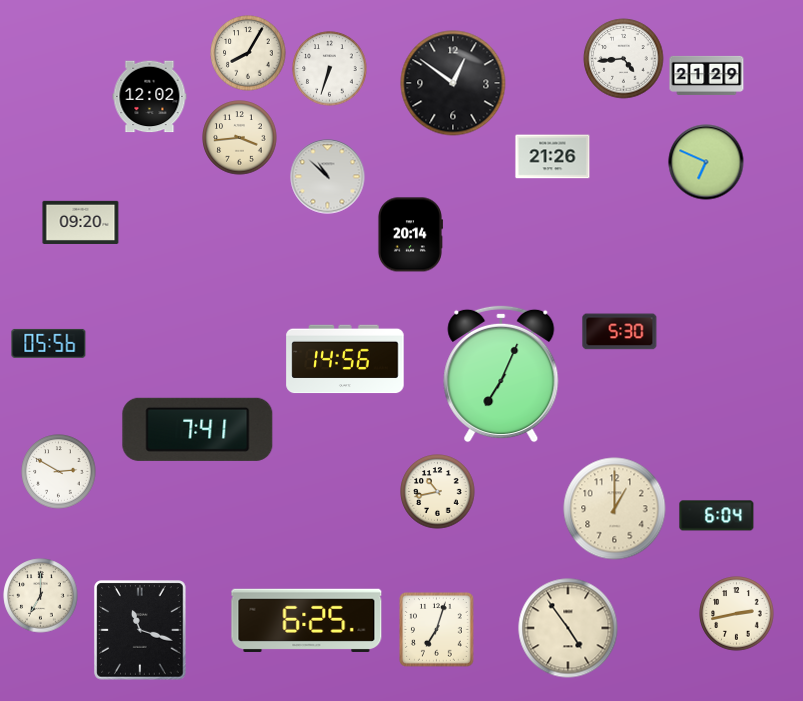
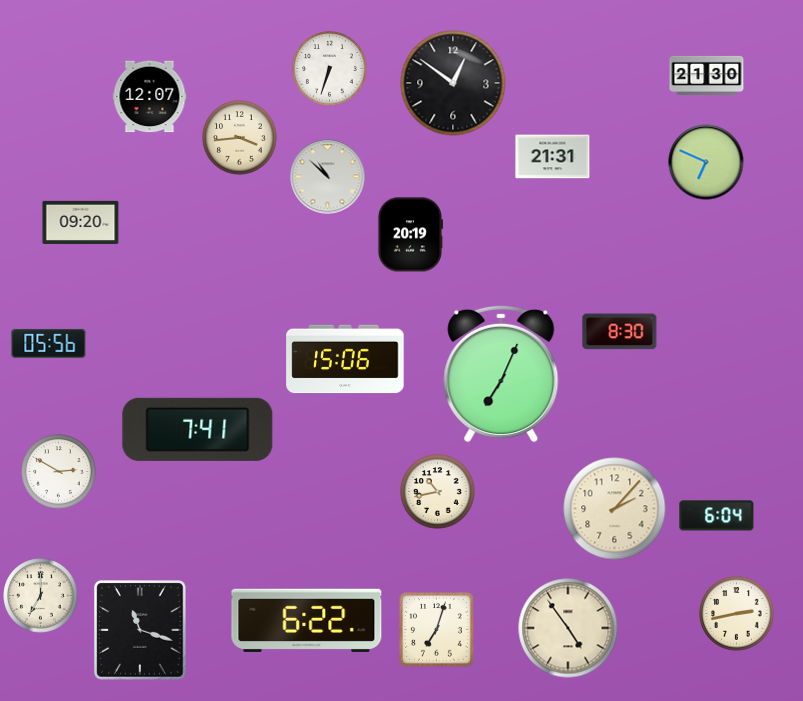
clock at (248, 53): 8:05 -> none
clock at (624, 59): 4:44 -> none
clock at (707, 75): 21:29 -> 21:30
clock at (150, 97): 12:02 -> 12:07
clock at (553, 157): 21:26 -> 21:31
clock at (410, 235): 20:14 -> 20:19
clock at (620, 332): 5:30 -> 8:30
clock at (345, 359): 14:56 -> 15:06
clock at (615, 509): 1:00 -> 2:07
clock at (307, 620): 6:25 -> 6:22
